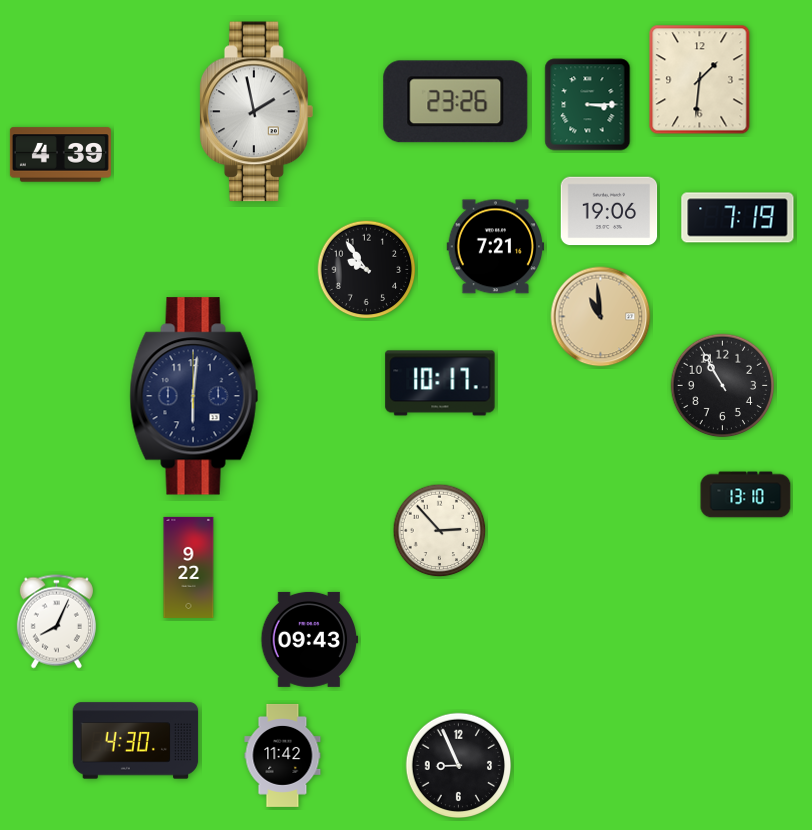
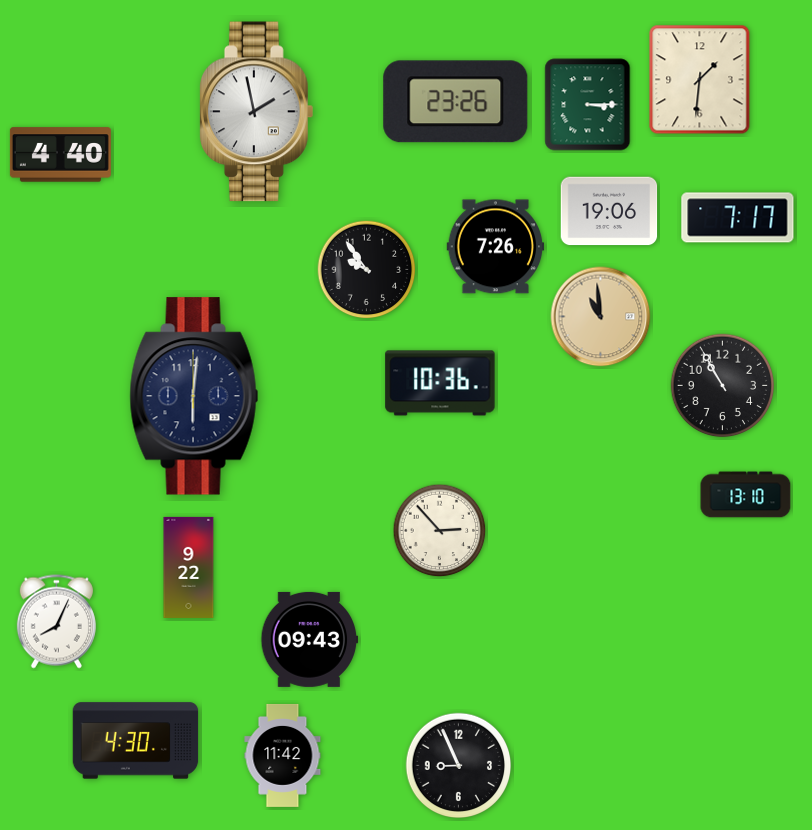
clock at (60, 155): 4:39 -> 4:40
clock at (738, 218): 7:19 -> 7:17
clock at (496, 247): 7:21 -> 7:26
clock at (440, 383): 10:17 -> 10:36
